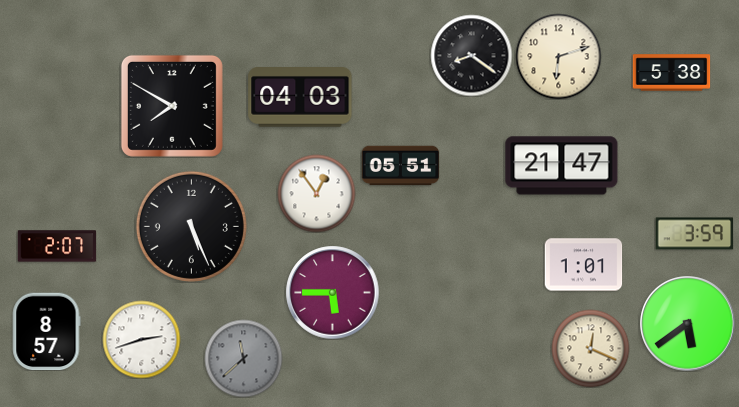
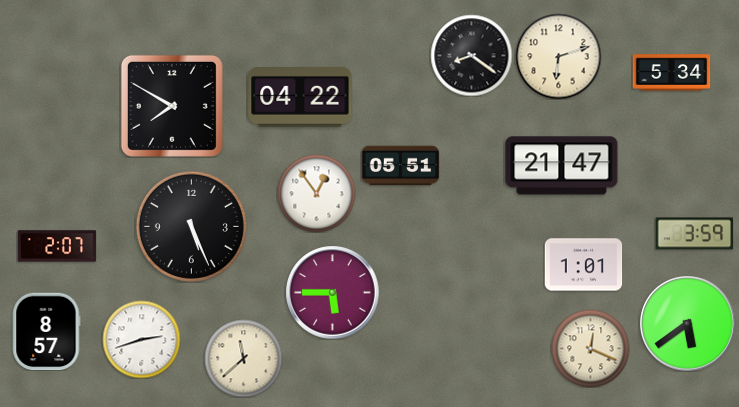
clock at (671, 73): 5:38 -> 5:34
clock at (300, 98): 04:03 -> 04:22
clock at (243, 358) dial: grey -> cream
